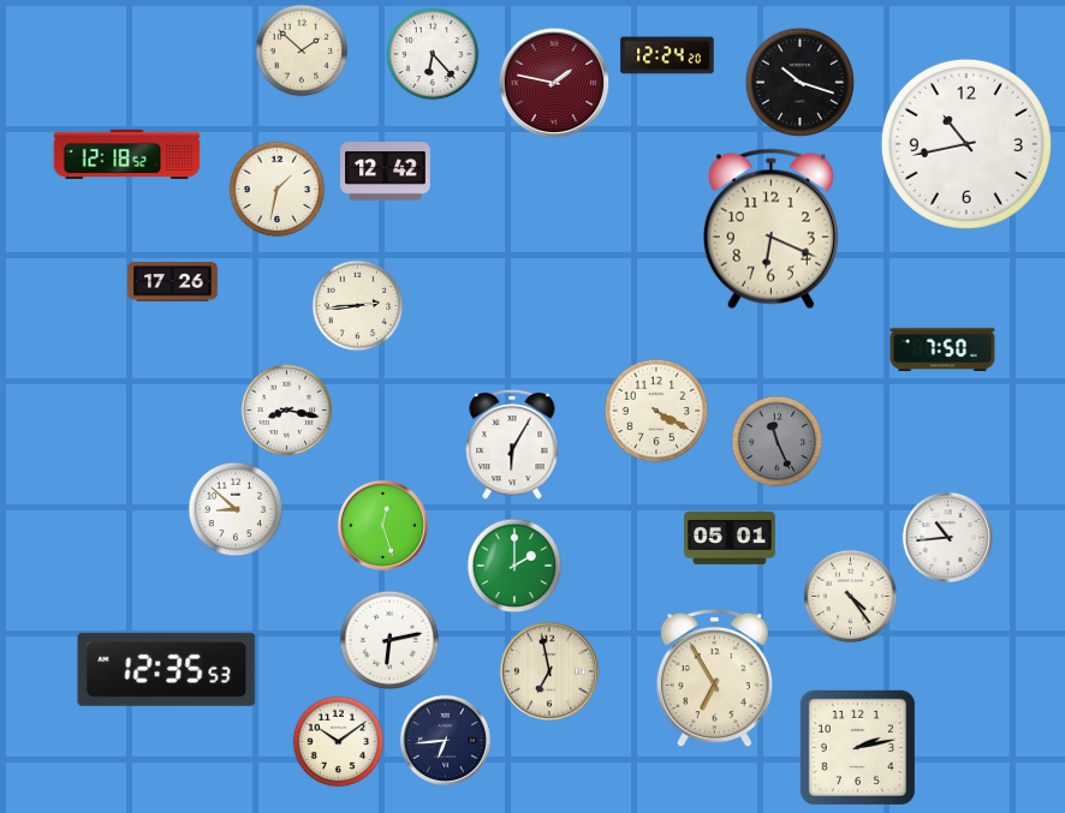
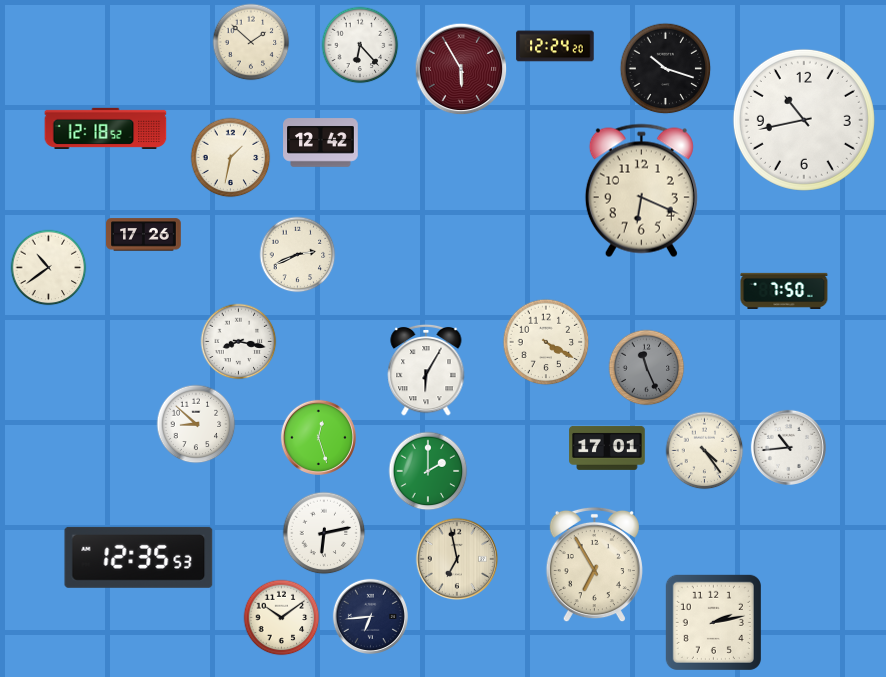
clock at (554, 83): 1:47 -> 5:55
clock at (358, 306): 2:44 -> 2:41
clock at (49, 268): none -> 10:39
clock at (730, 538): 05:01 -> 17:01
clock at (851, 597) position: (851, 597) -> (705, 451)
